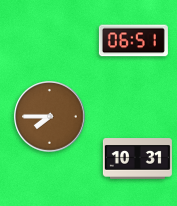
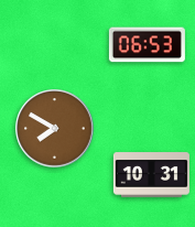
clock at (133, 41): 06:51 -> 06:53
clock at (50, 117): 7:45 -> 7:50
